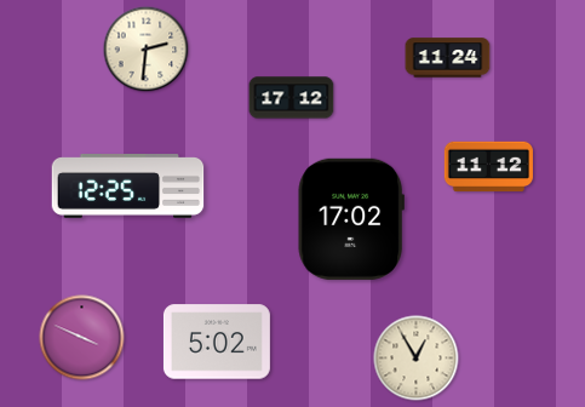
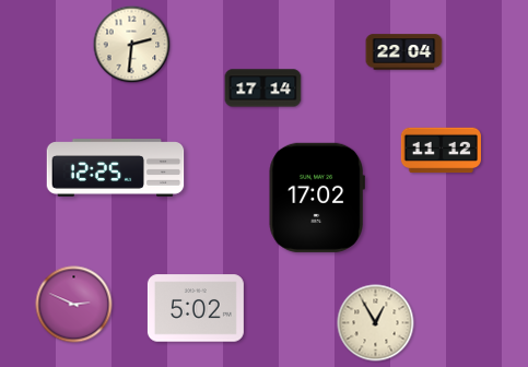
clock at (448, 58): 11:24 -> 22:04
clock at (292, 98): 17:12 -> 17:14
clock at (82, 338): 3:49 -> 2:49
